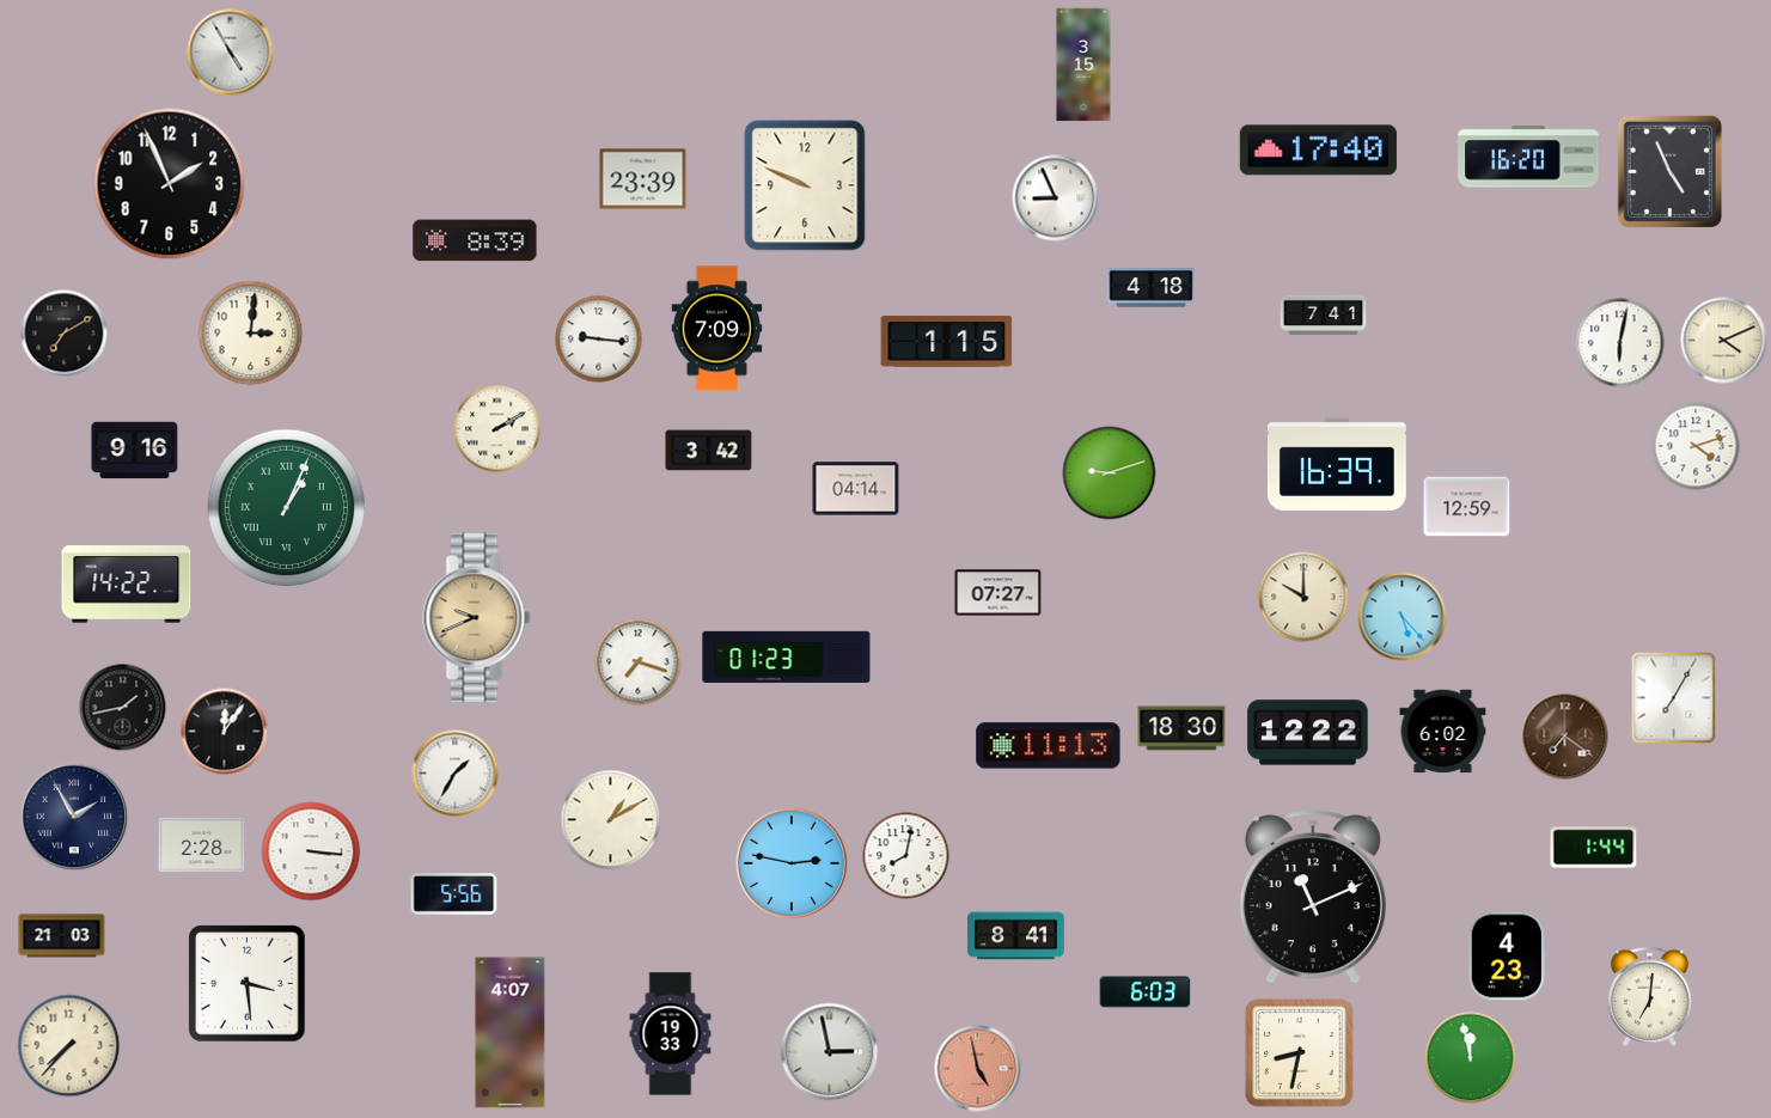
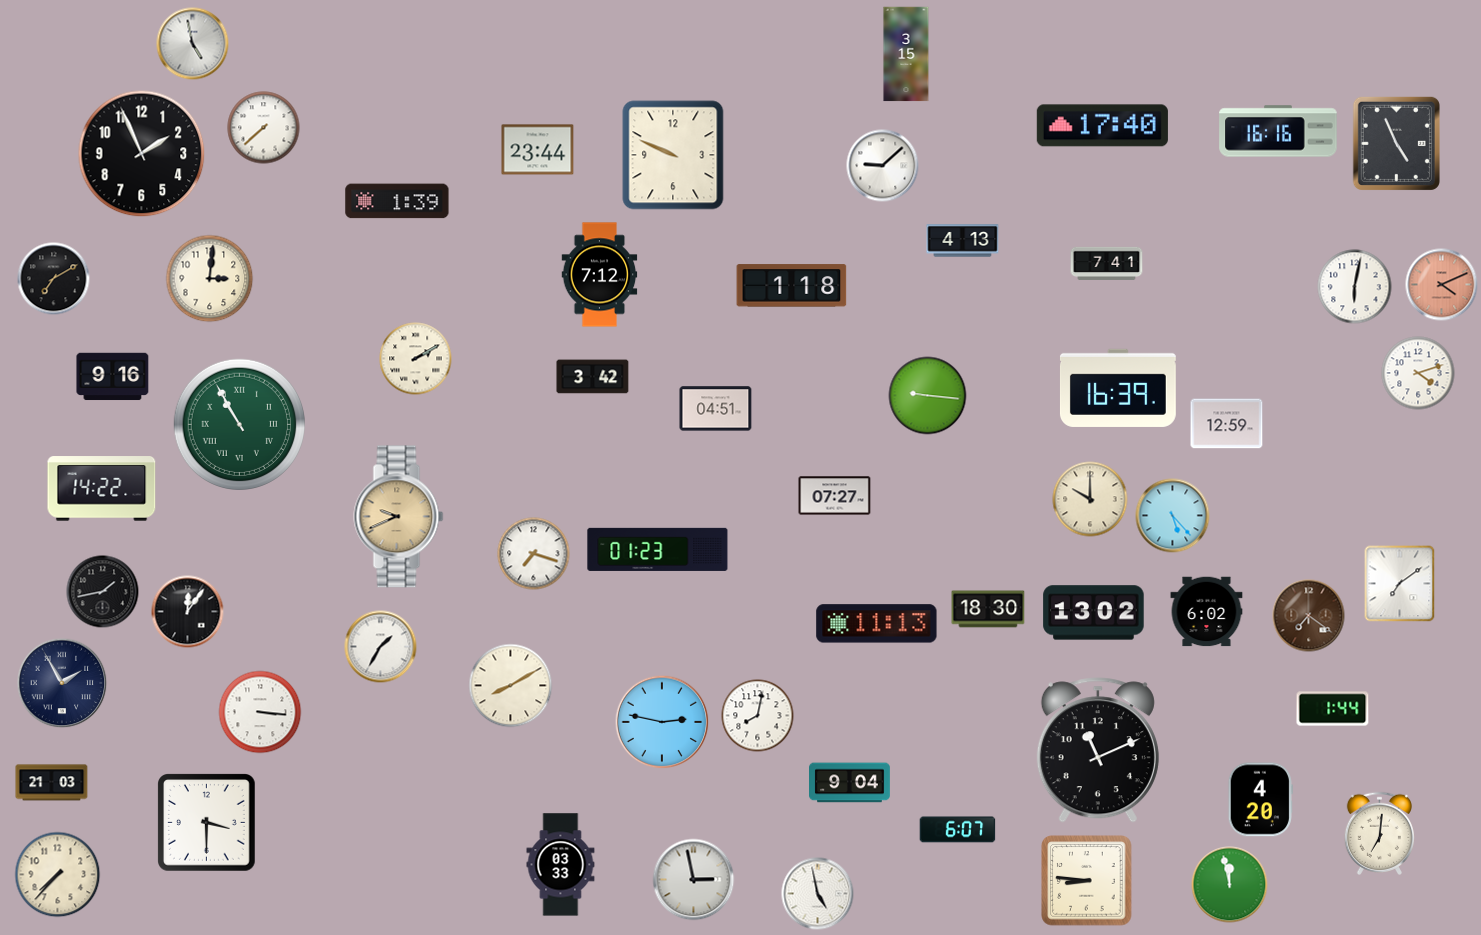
clock at (231, 53): 4:55 -> 4:58
clock at (264, 128): none -> 7:38
clock at (1528, 157): 16:20 -> 16:16
clock at (643, 179): 23:39 -> 23:44
clock at (1056, 198): 8:56 -> 9:08
clock at (475, 240): 8:39 -> 1:39
clock at (1152, 288): 4:18 -> 4:13
clock at (717, 329): 7:09 -> 7:12
clock at (599, 340): 9:16 -> none
clock at (1724, 341) dial: cream -> salmon
clock at (947, 342): 1:15 -> 1:18
clock at (1110, 474): 9:12 -> 9:16
clock at (856, 489): 04:14 -> 04:51
clock at (286, 507): 1:04 -> 10:55
clock at (127, 585) position: (127, 585) -> (102, 489)
clock at (1674, 698): 7:05 -> 7:09
clock at (1308, 733): 12:22 -> 13:02
clock at (611, 820): 1:10 -> 8:10
clock at (202, 845): 2:28 -> none
clock at (454, 894): 5:56 -> none
clock at (1016, 936): 8:41 -> 9:04
clock at (1507, 957): 4:23 -> 4:20
clock at (248, 984): 3:29 -> 3:30
clock at (1146, 992): 6:03 -> 6:07
clock at (511, 1033): 4:07 -> none
clock at (671, 1034): 19:33 -> 03:33
clock at (1300, 1053): 8:32 -> 8:46
clock at (978, 1069) dial: salmon -> white
